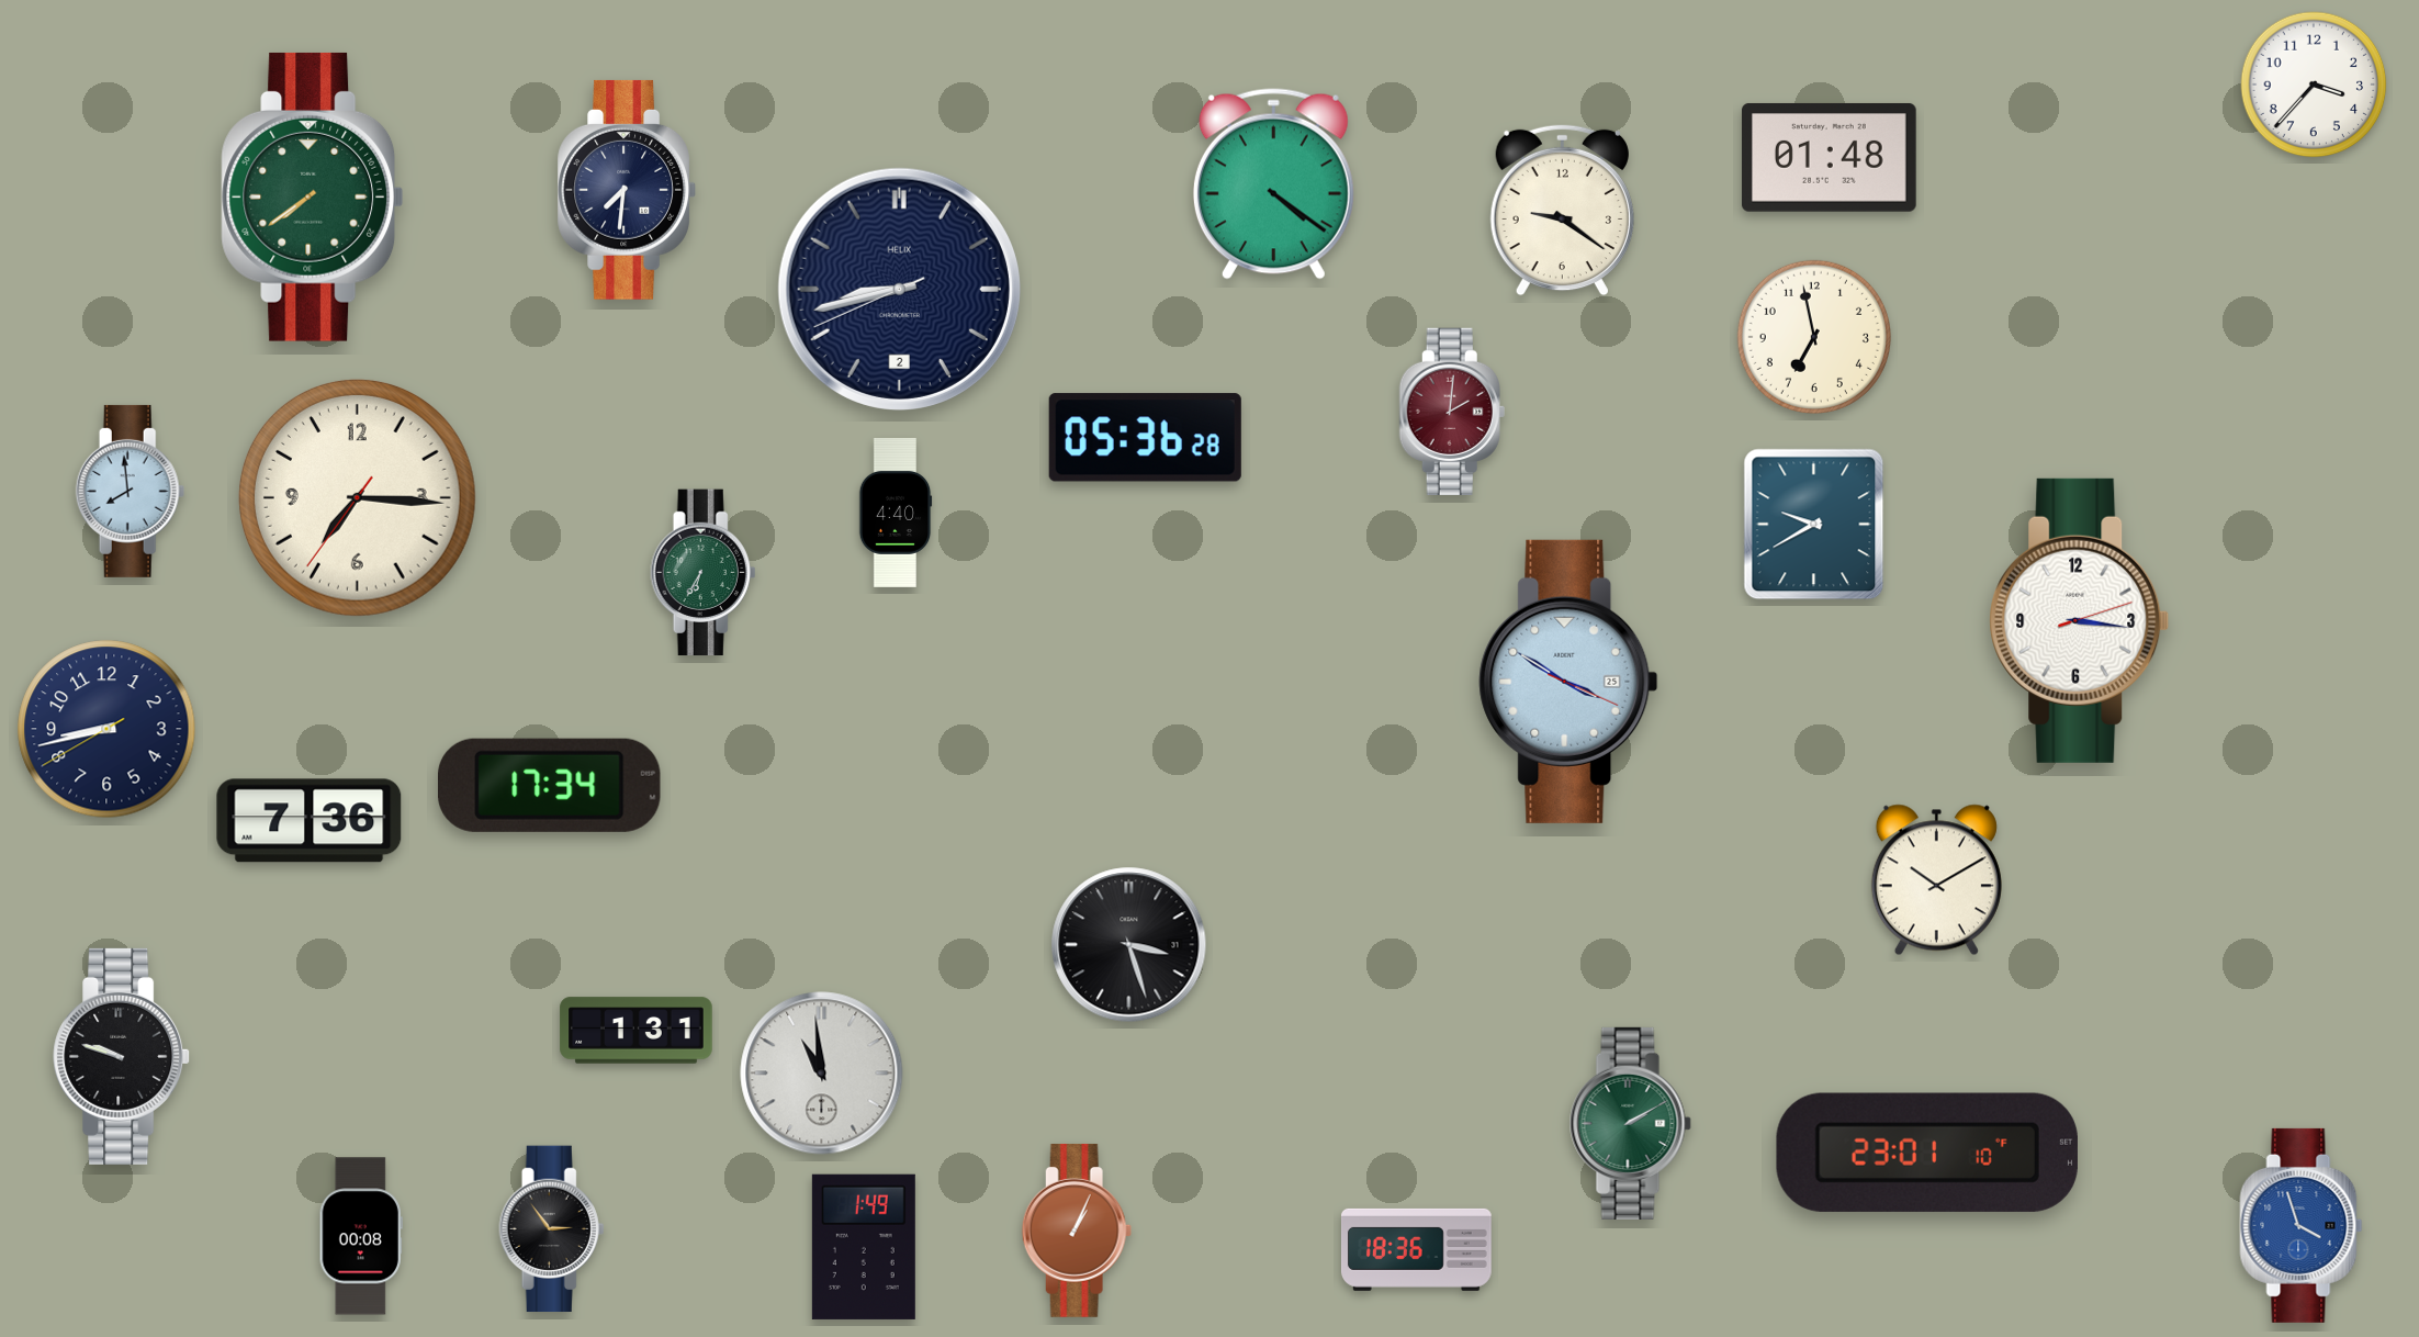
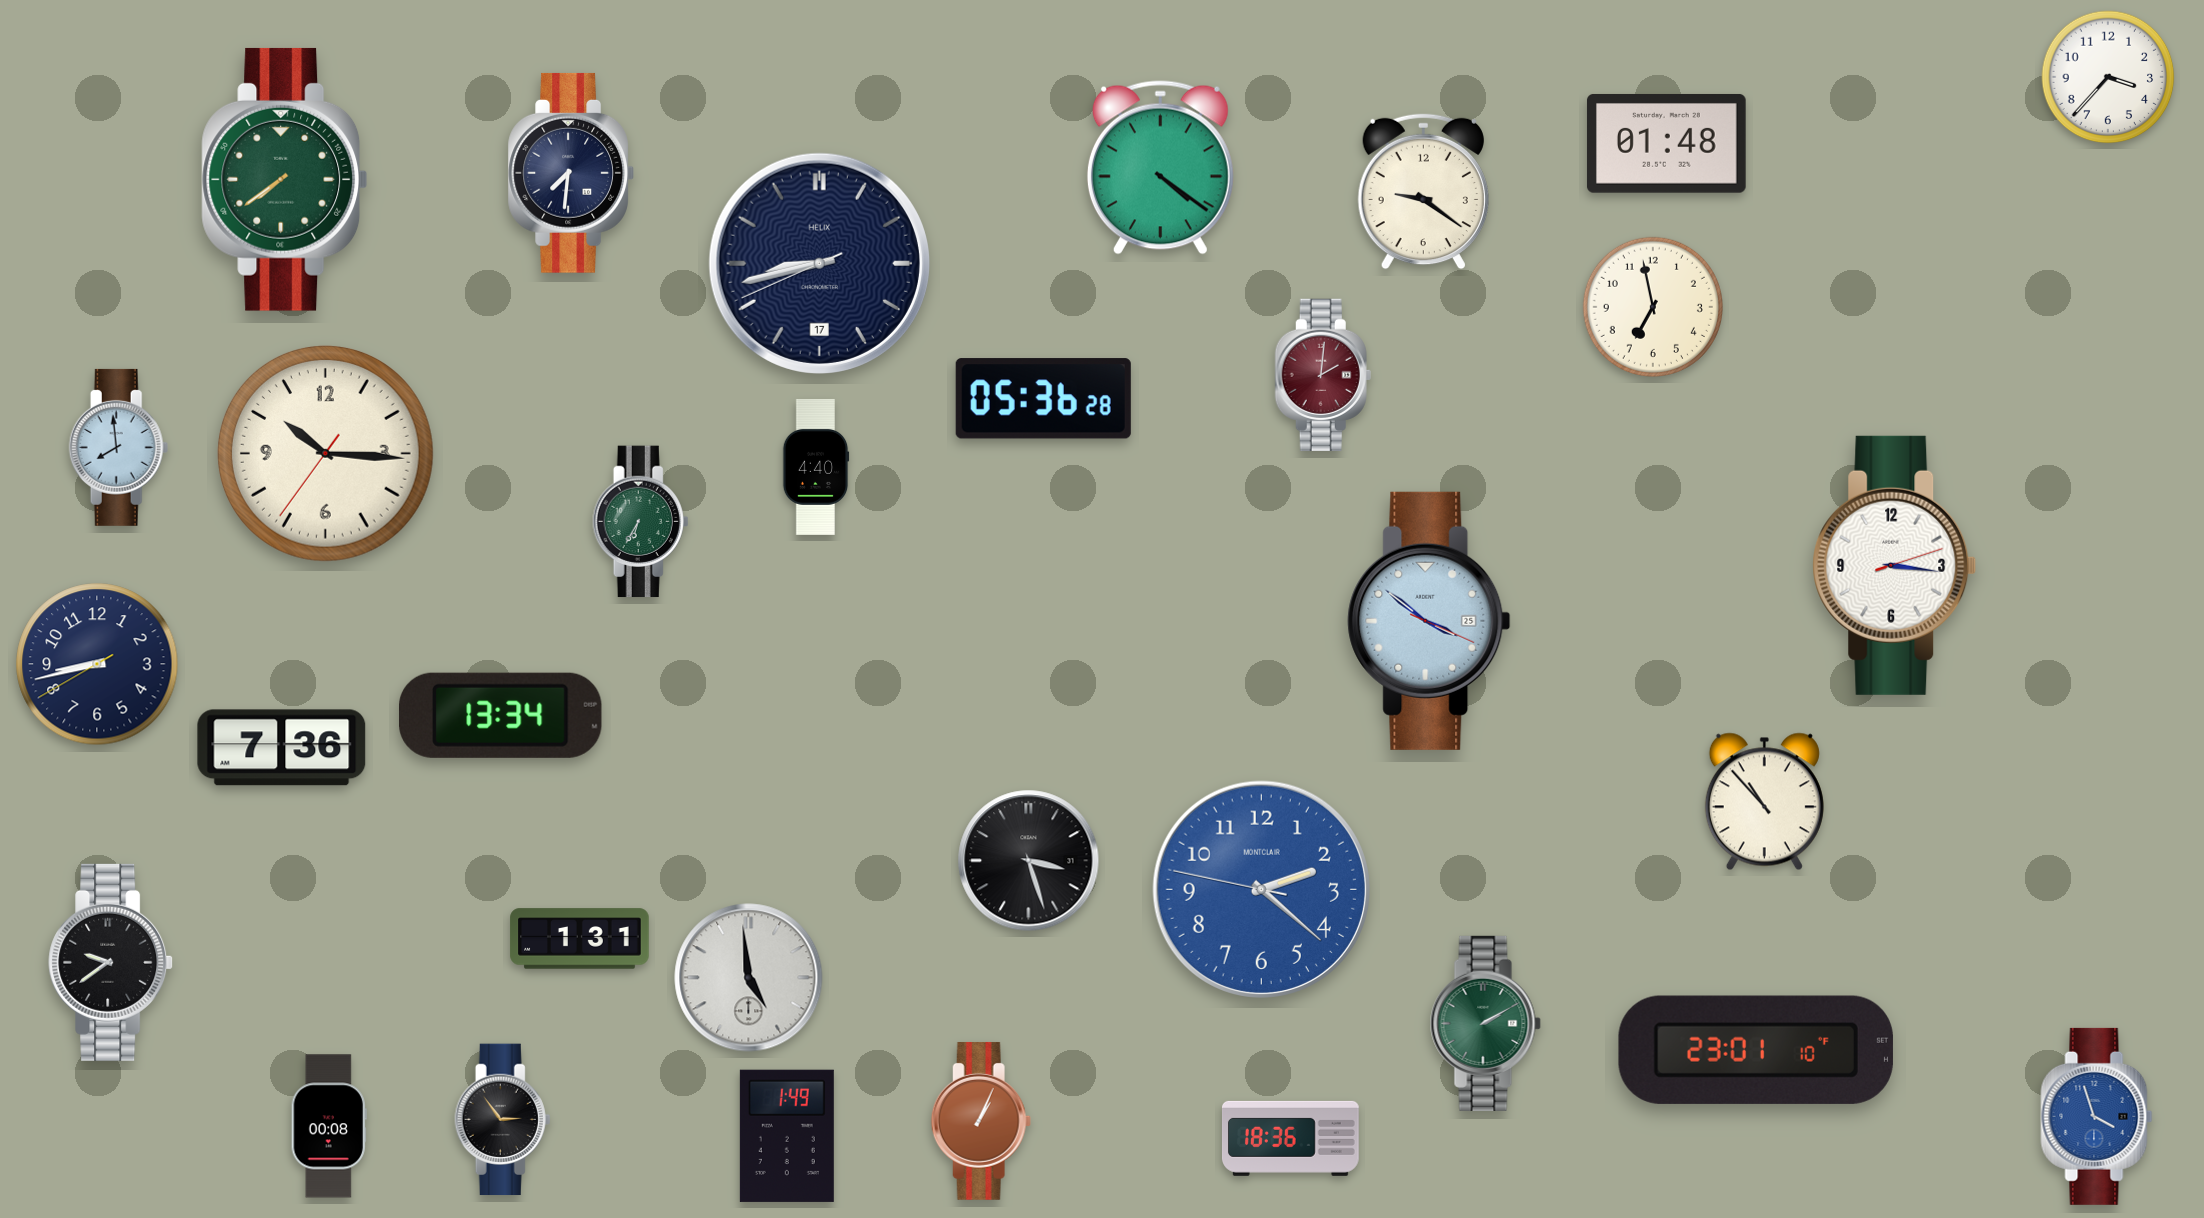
clock at (899, 289) date: 2 -> 17
clock at (357, 497): 7:15 -> 10:15
clock at (1814, 525): 9:40 -> none
clock at (1568, 682): 3:50 -> 3:51
clock at (550, 785): 17:34 -> 13:34
clock at (1936, 880): 10:10 -> 10:53
clock at (1261, 889): none -> 2:21
clock at (122, 1056): 9:48 -> 9:39
clock at (822, 1074): 10:59 -> 4:59
